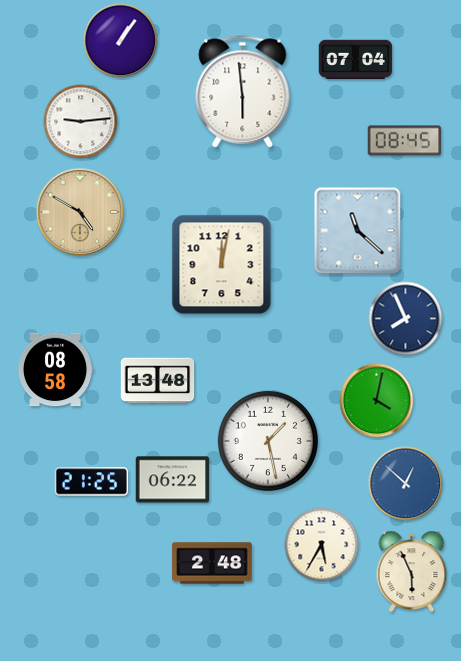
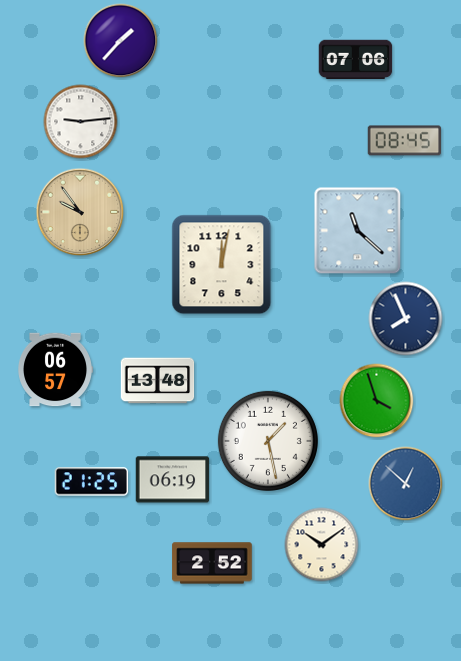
clock at (121, 41): 1:06 -> 1:37
clock at (356, 60): 07:04 -> 07:06
clock at (243, 92): 5:59 -> none
clock at (80, 212): 4:50 -> 9:54
clock at (56, 370): 08:58 -> 06:57
clock at (377, 401): 4:02 -> 3:57
clock at (173, 480): 06:22 -> 06:19
clock at (322, 545): 5:35 -> 10:09
clock at (212, 563): 2:48 -> 2:52
clock at (412, 572): 5:56 -> none
